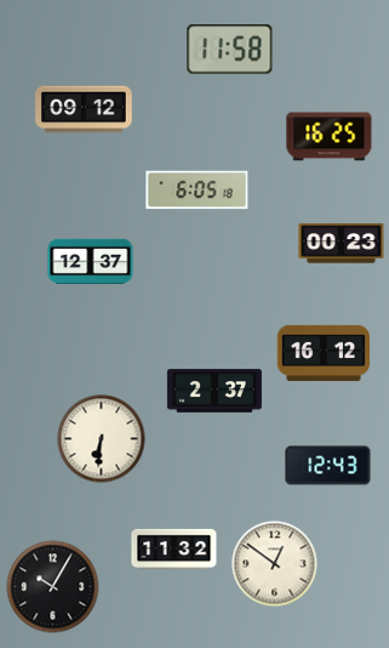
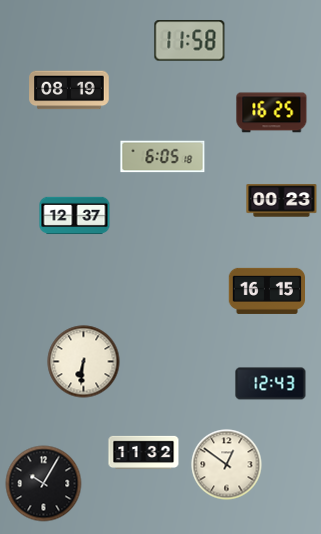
clock at (84, 109): 09:12 -> 08:19
clock at (324, 353): 16:12 -> 16:15
clock at (214, 391): 2:37 -> none
